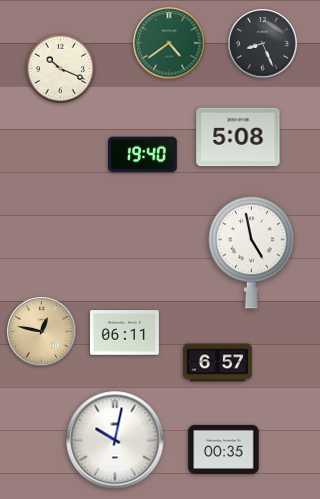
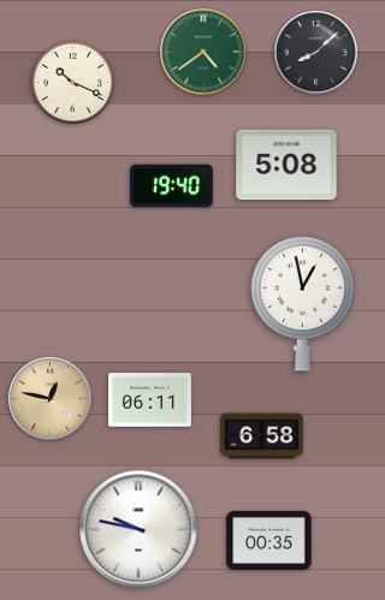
clock at (263, 44): 8:26 -> 8:08
clock at (251, 252): 4:58 -> 12:58
clock at (218, 363): 6:57 -> 6:58
clock at (115, 440): 10:02 -> 9:47
